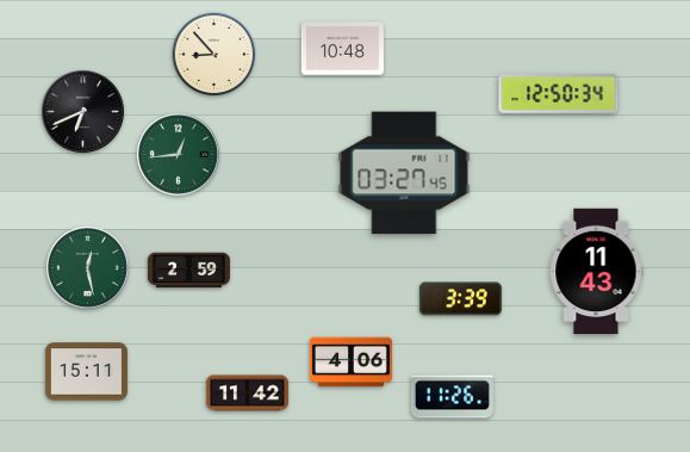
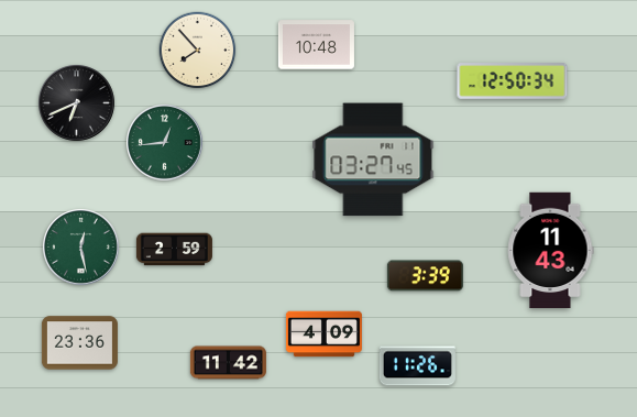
clock at (215, 55): 8:53 -> 7:53
clock at (559, 94) position: (559, 94) -> (513, 81)
clock at (350, 363): 4:06 -> 4:09
clock at (86, 372): 15:11 -> 23:36
